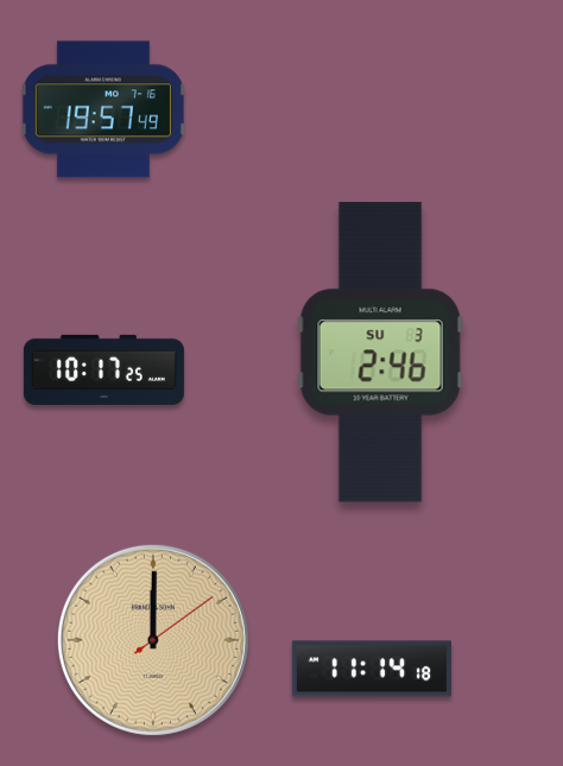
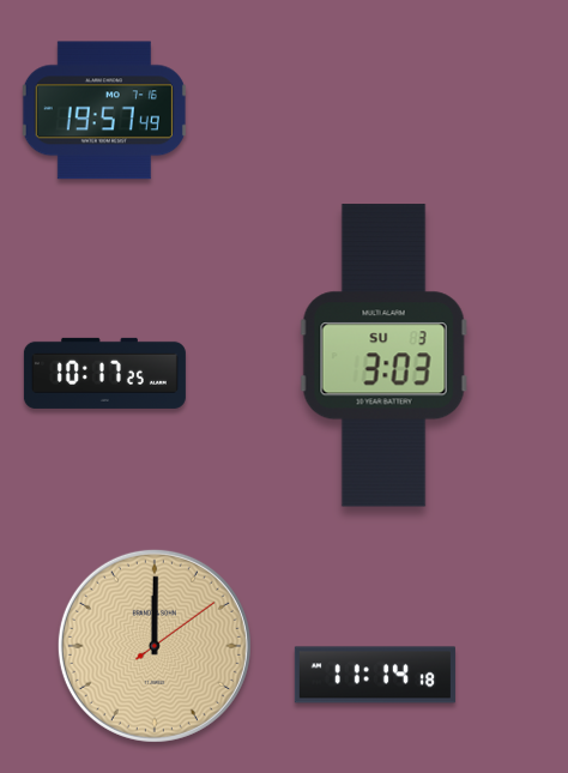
clock at (380, 353): 2:46 -> 3:03
